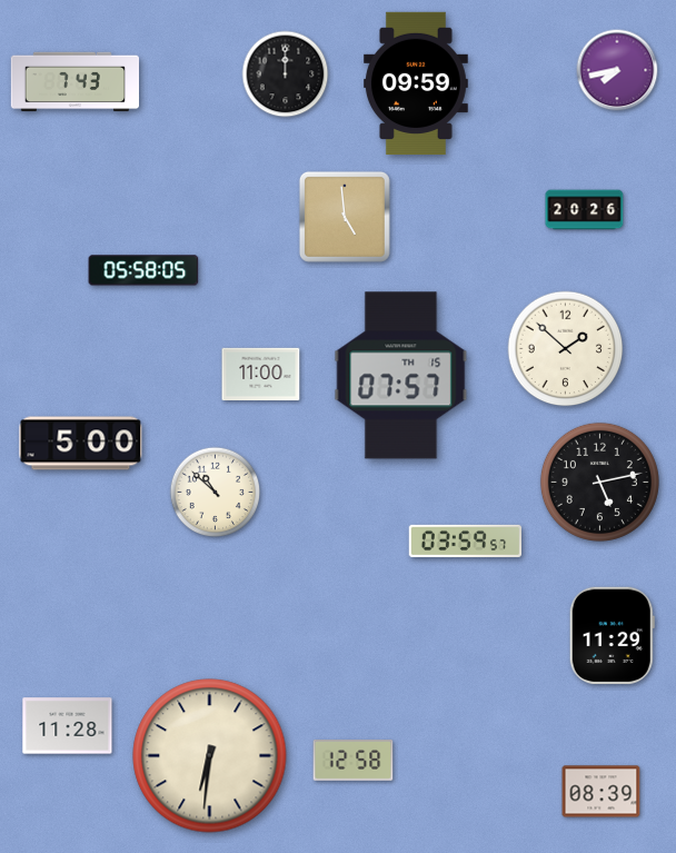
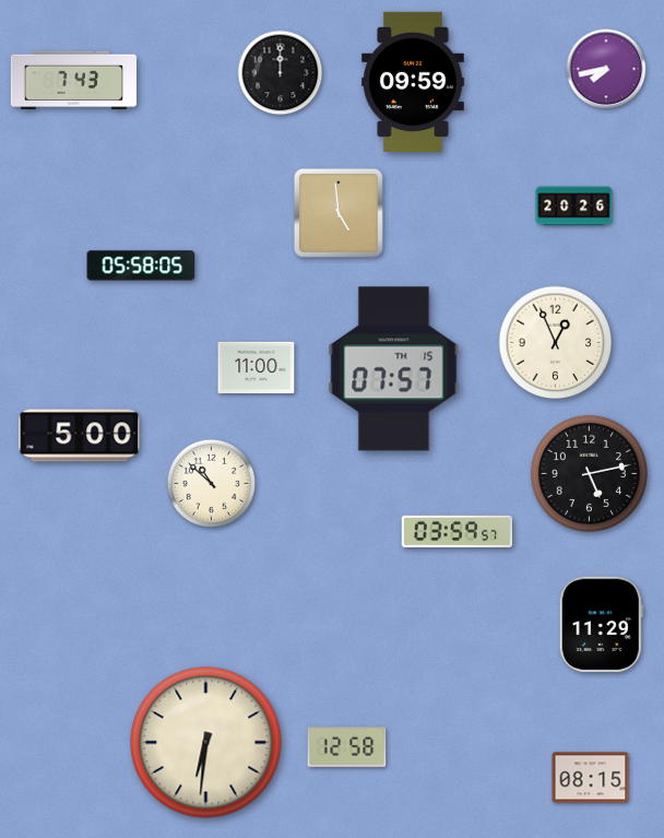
clock at (417, 83) position: (417, 83) -> (414, 82)
clock at (566, 349): 1:52 -> 12:56
clock at (68, 726): 11:28 -> none
clock at (602, 792): 08:39 -> 08:15
